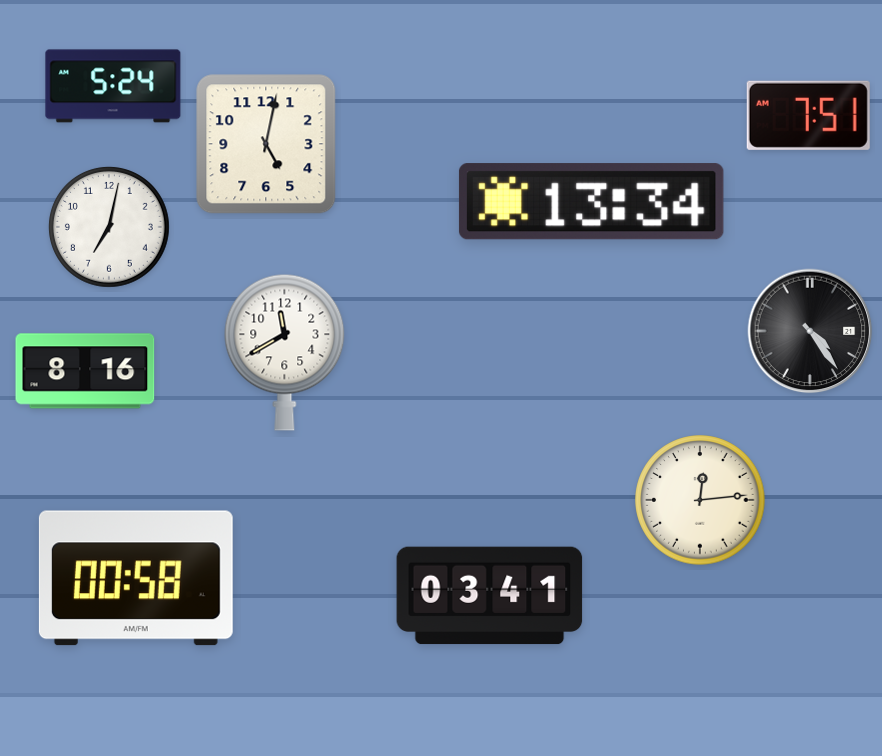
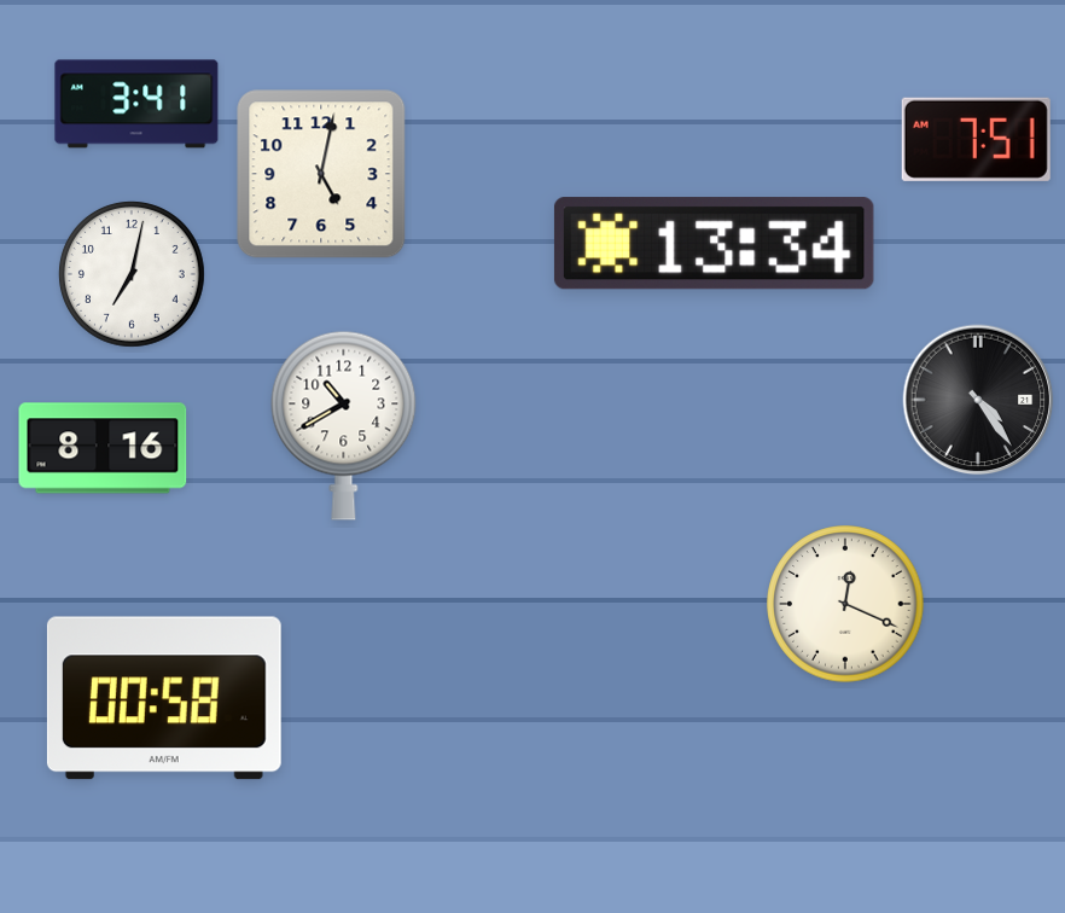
clock at (113, 86): 5:24 -> 3:41
clock at (285, 352): 11:40 -> 10:40
clock at (700, 500): 12:14 -> 12:19
clock at (490, 596): 03:41 -> none
